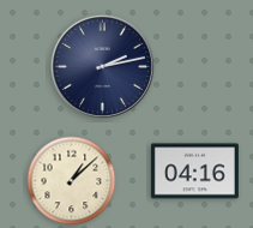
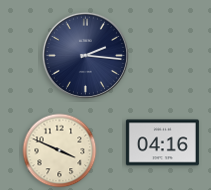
clock at (102, 66): 2:13 -> 2:16
clock at (72, 181): 1:08 -> 3:49
